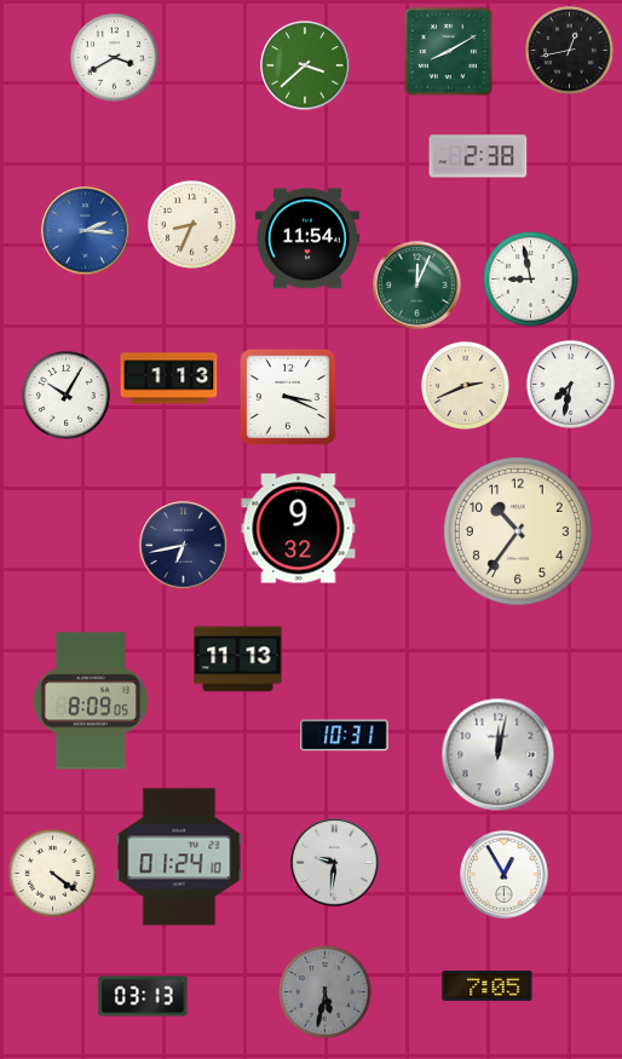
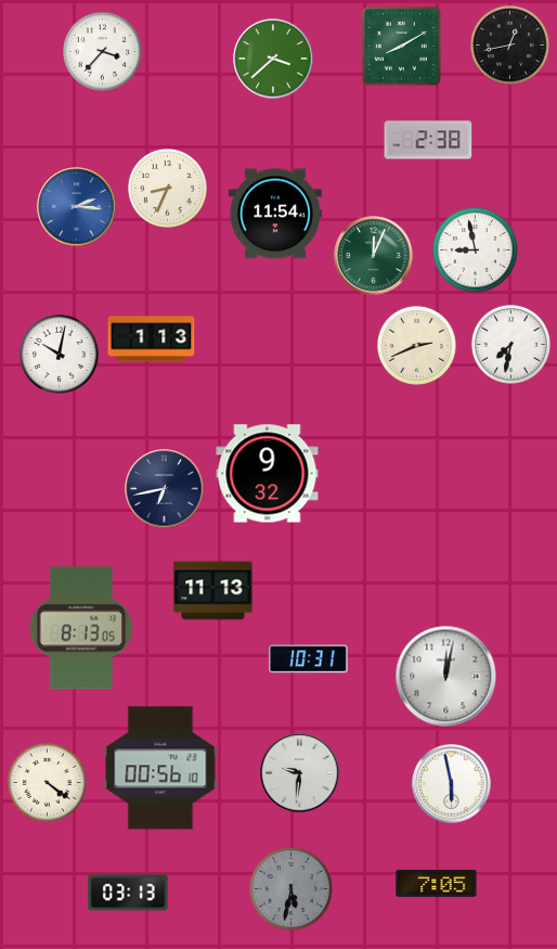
clock at (114, 57): 3:40 -> 3:37
clock at (191, 224) position: (191, 224) -> (167, 188)
clock at (65, 395): 10:05 -> 10:02
clock at (288, 397): 3:19 -> none
clock at (518, 531): 10:36 -> none
clock at (90, 701): 8:09 -> 8:13
clock at (179, 857): 01:24 -> 00:56
clock at (505, 875): 12:55 -> 5:58
